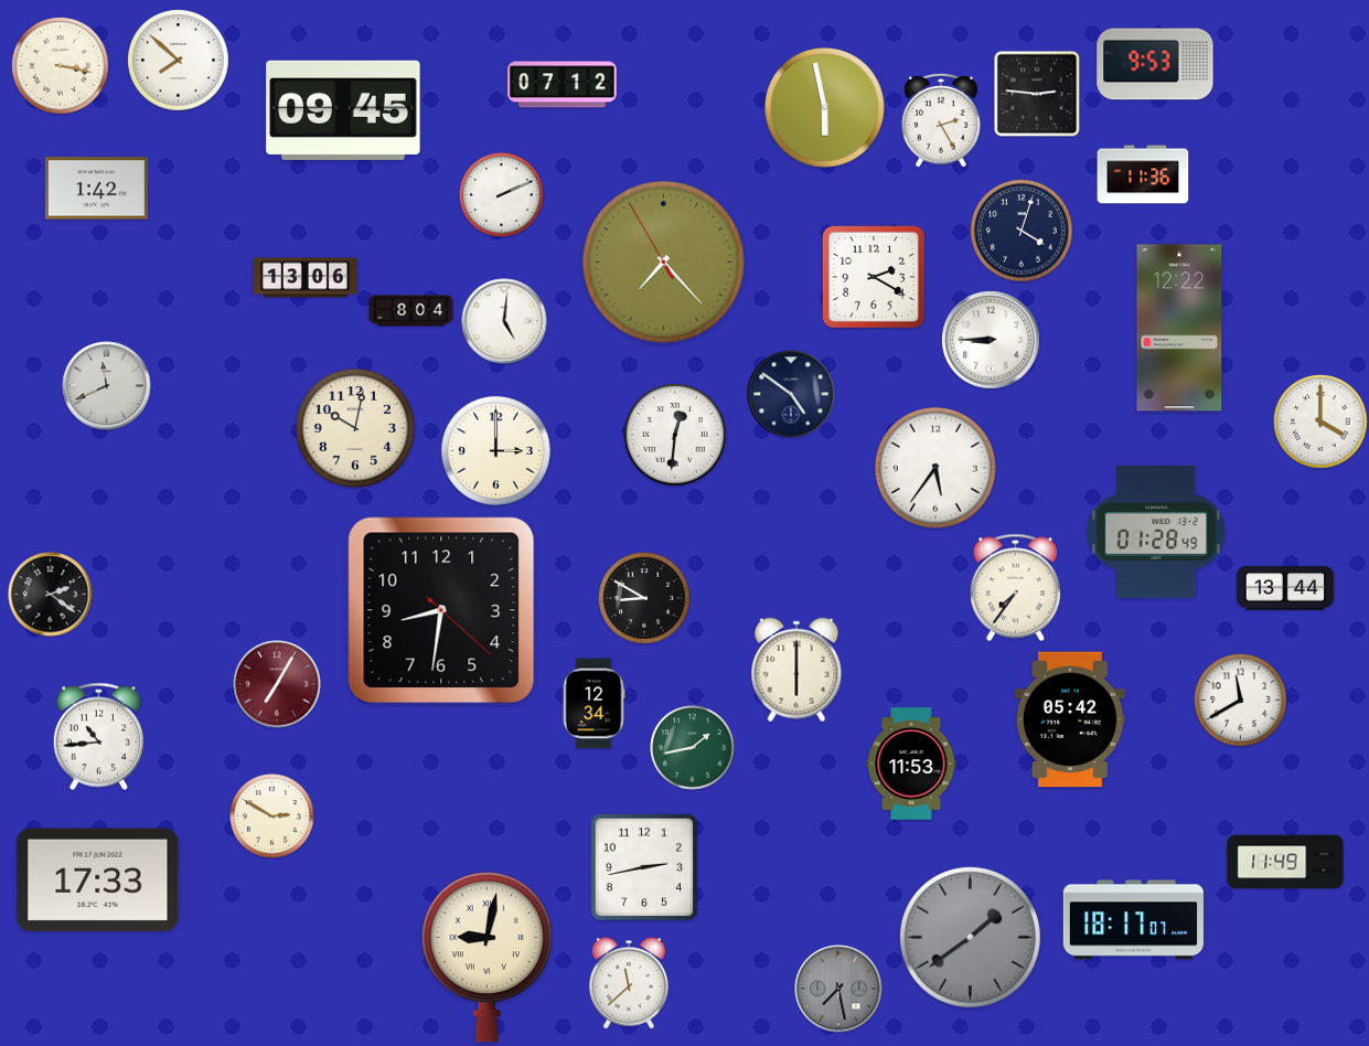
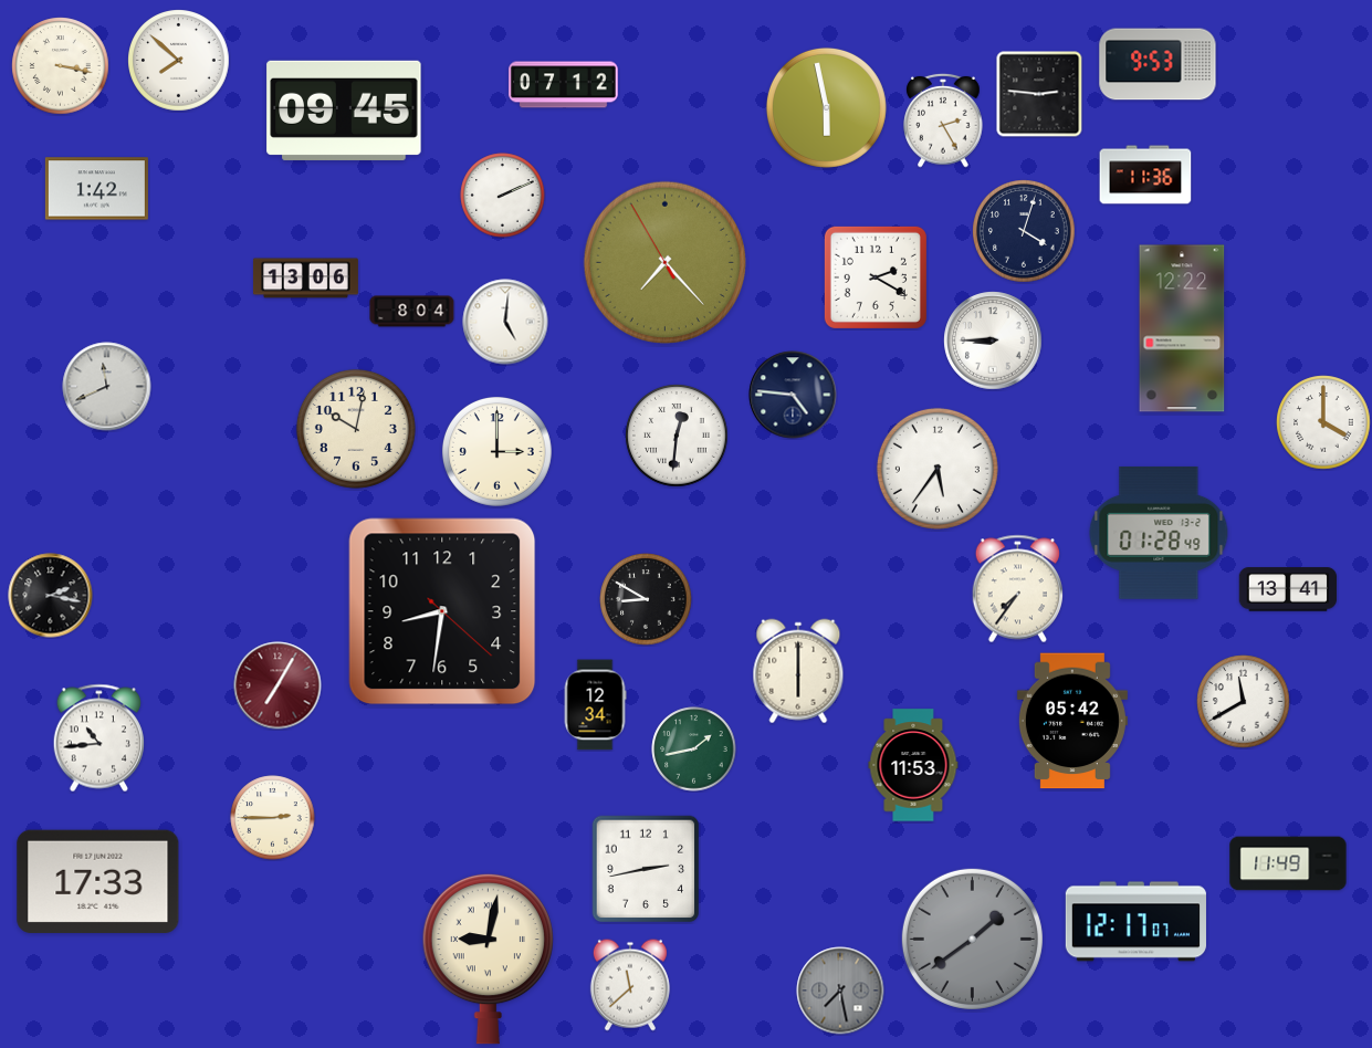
clock at (791, 394): 4:51 -> 4:46
clock at (1285, 588): 13:44 -> 13:41
clock at (51, 595): 2:21 -> 2:17
clock at (272, 816): 2:50 -> 2:45
clock at (1133, 920): 18:17 -> 12:17
